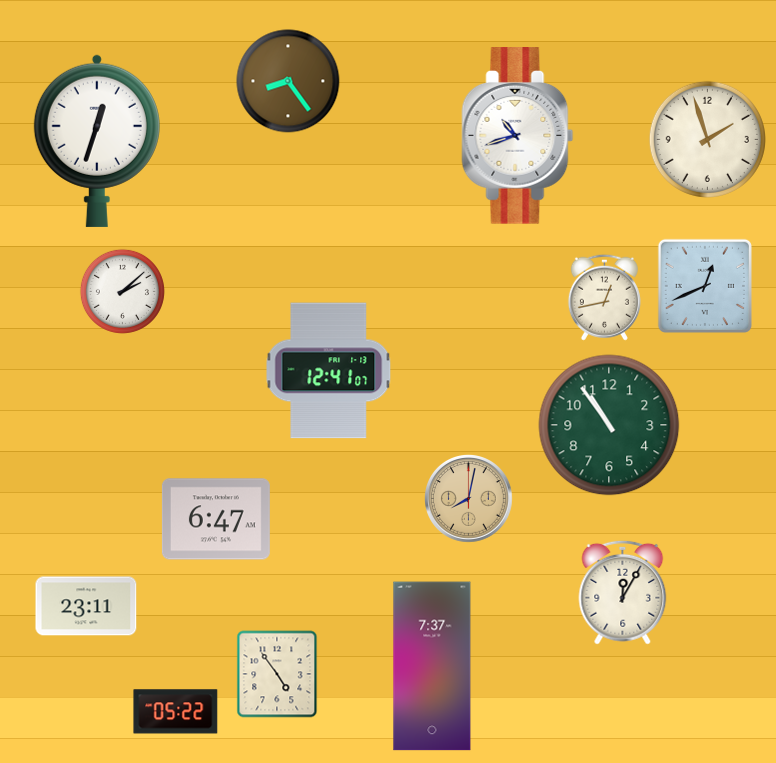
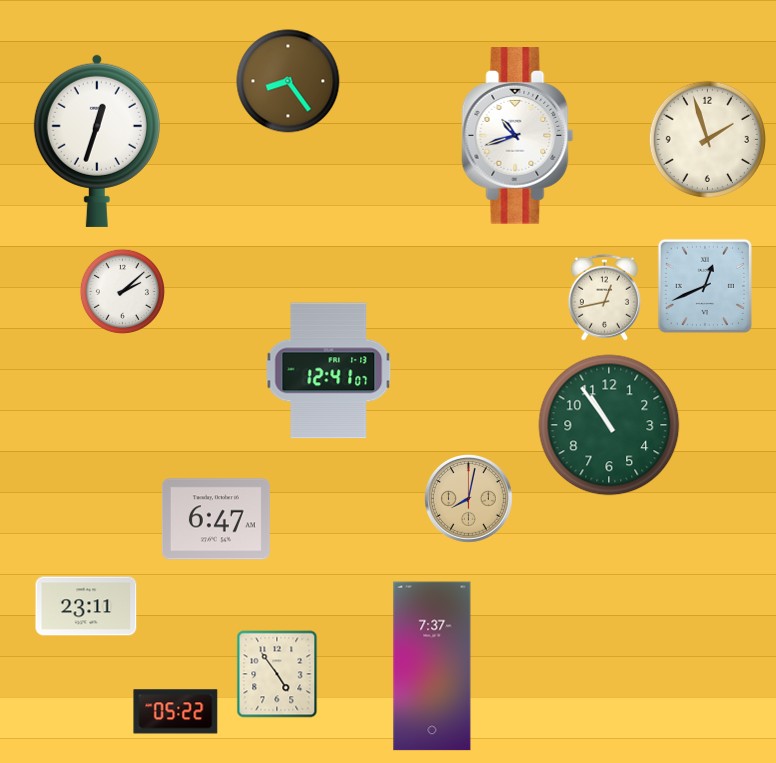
clock at (623, 592): 12:05 -> none
